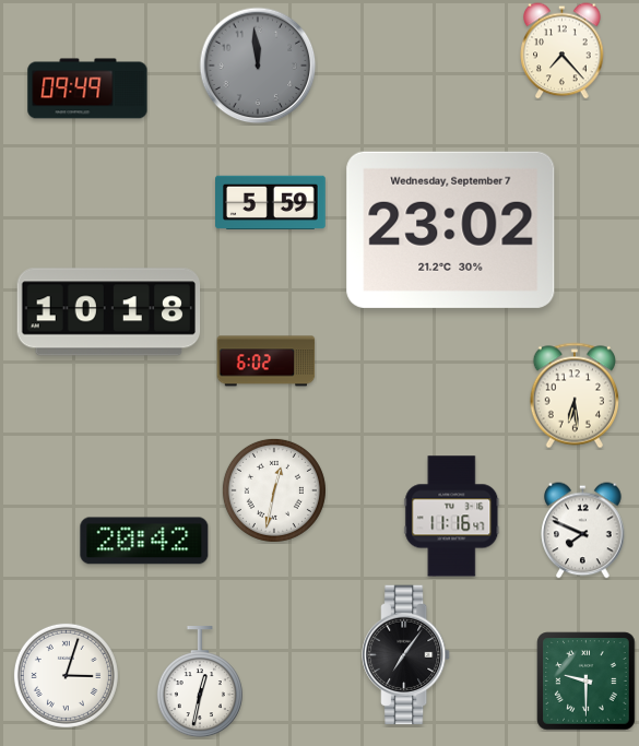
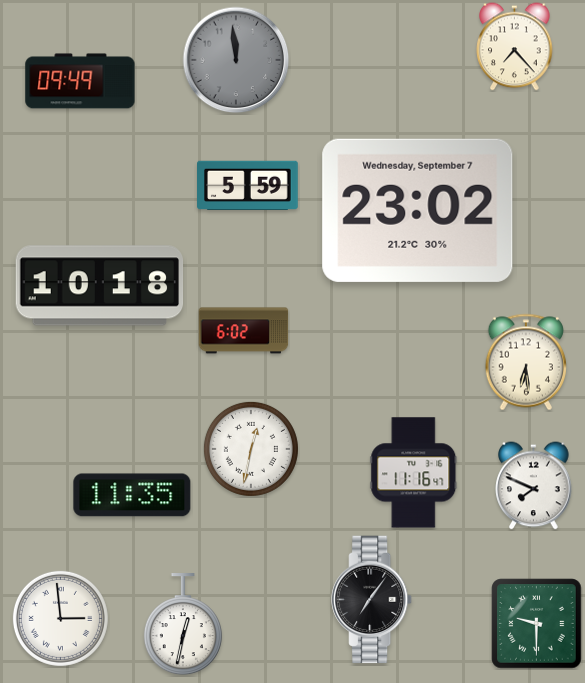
clock at (451, 229) position: (451, 229) -> (418, 210)
clock at (144, 541): 20:42 -> 11:35
clock at (66, 675): 3:03 -> 2:59
